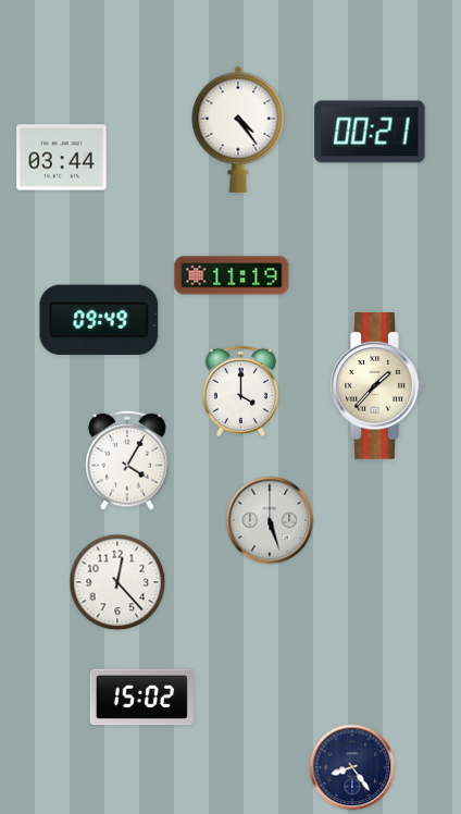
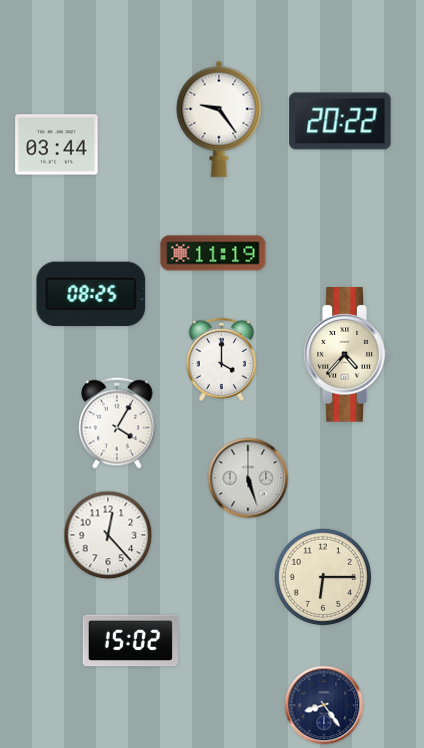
clock at (238, 129): 4:24 -> 9:24
clock at (370, 132): 00:21 -> 20:22
clock at (99, 320): 09:49 -> 08:25
clock at (376, 386): 1:37 -> 4:37
clock at (323, 577): none -> 6:15
